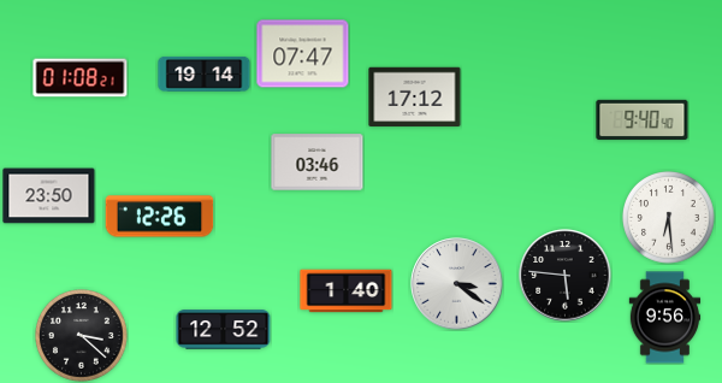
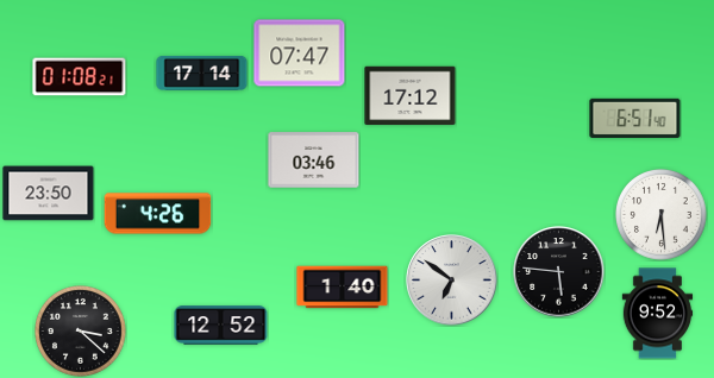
clock at (205, 73): 19:14 -> 17:14
clock at (643, 120): 9:40 -> 6:51
clock at (160, 217): 12:26 -> 4:26
clock at (457, 284): 3:21 -> 6:51
clock at (665, 318): 9:56 -> 9:52
